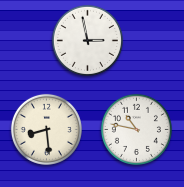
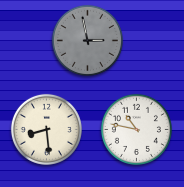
clock at (87, 40) dial: white -> grey
